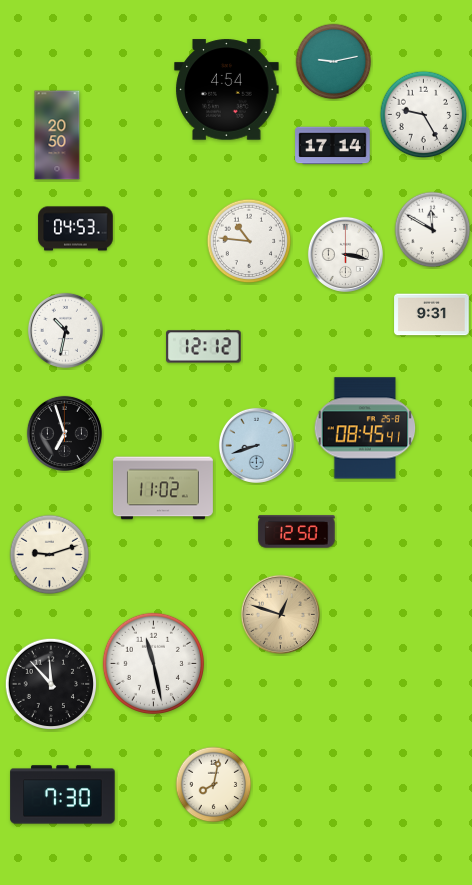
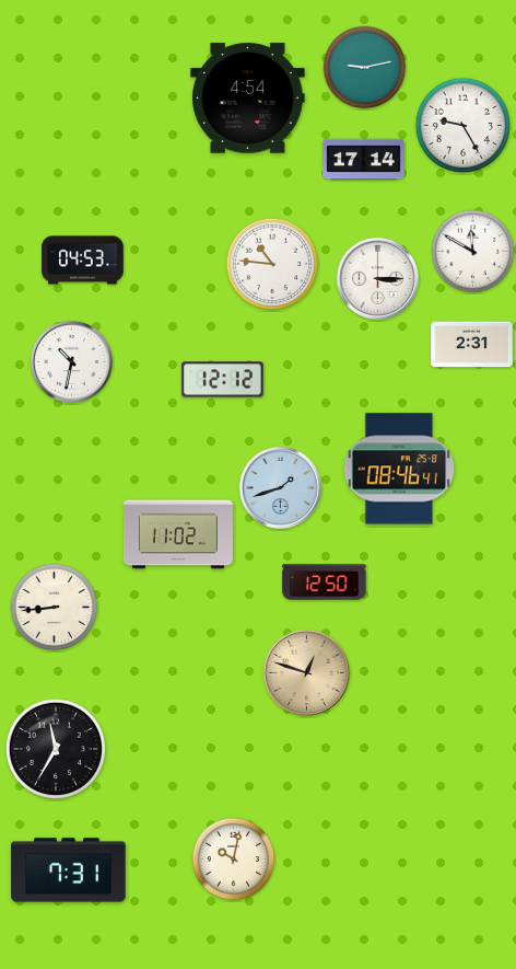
clock at (57, 135): 20:50 -> none
clock at (76, 229) position: (76, 229) -> (83, 261)
clock at (345, 254): 3:17 -> 3:15
clock at (432, 315): 9:31 -> 2:31
clock at (365, 428): 08:45 -> 08:46
clock at (64, 433): 6:57 -> none
clock at (256, 445): 8:42 -> 1:42
clock at (50, 555): 9:12 -> 8:44
clock at (153, 663): 11:28 -> none
clock at (51, 684): 11:53 -> 11:35
clock at (214, 785): 8:02 -> 10:02
clock at (63, 795): 7:30 -> 7:31
